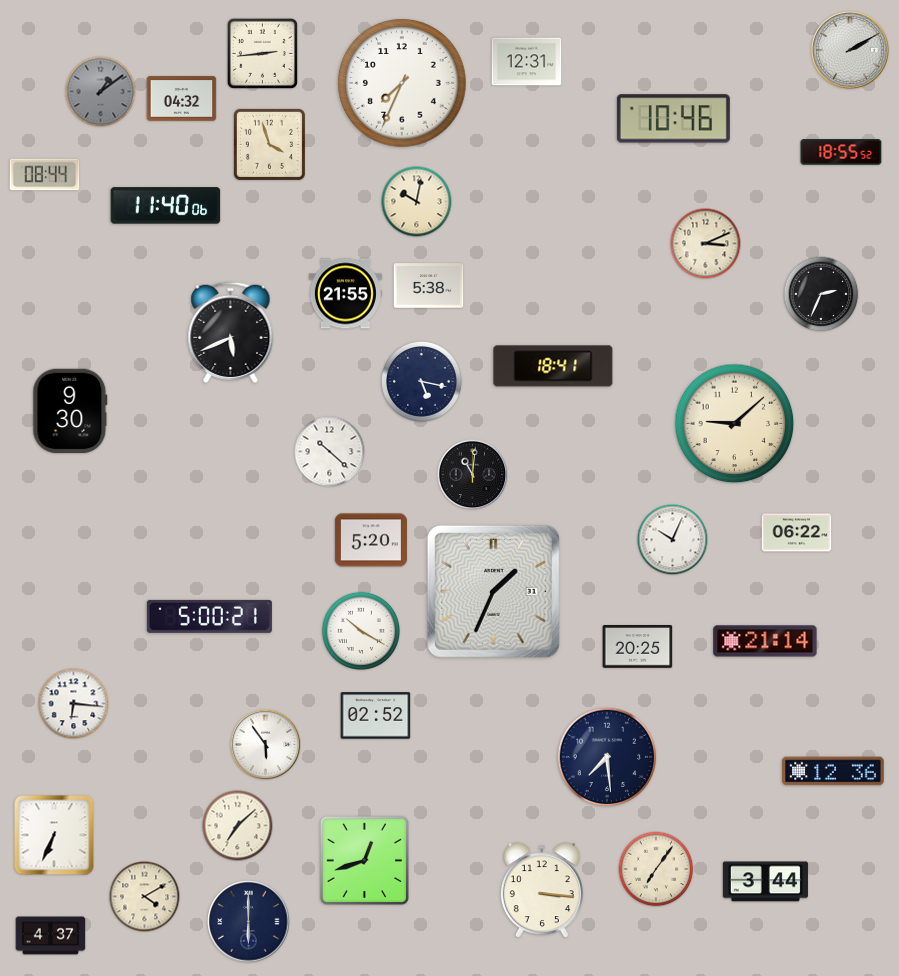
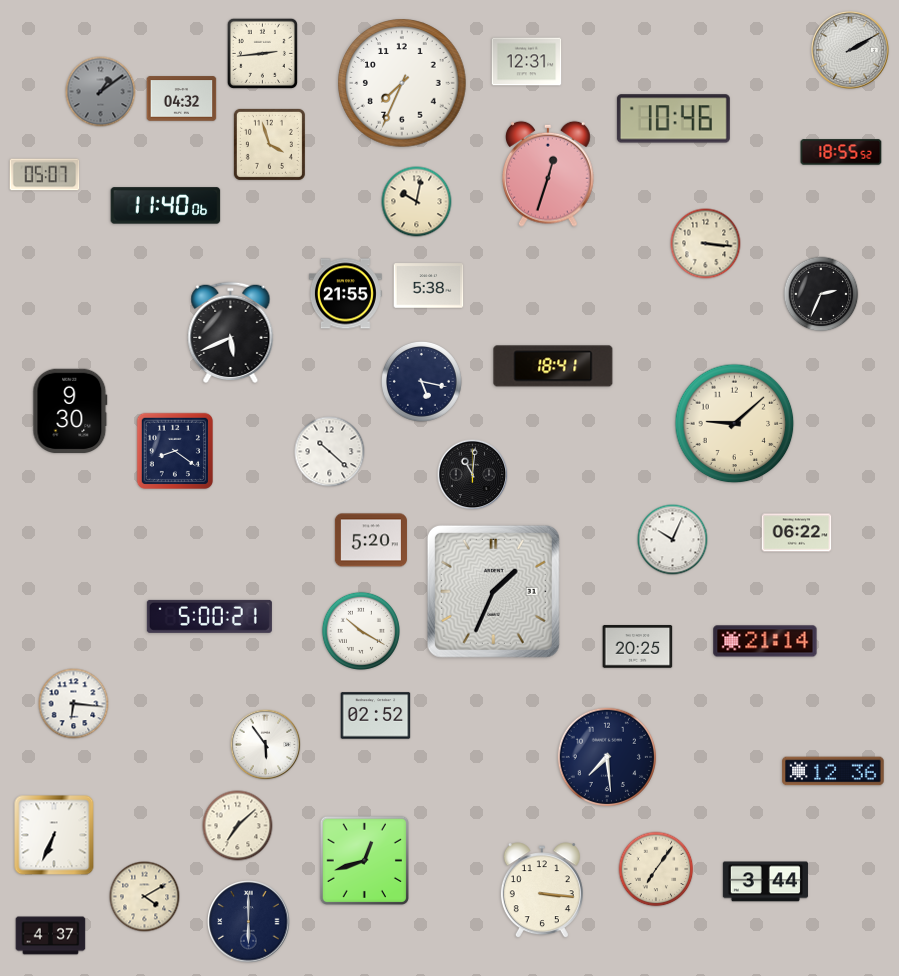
clock at (549, 174): none -> 12:33
clock at (45, 175): 08:44 -> 05:07
clock at (706, 244): 3:11 -> 3:16
clock at (174, 450): none -> 8:21
